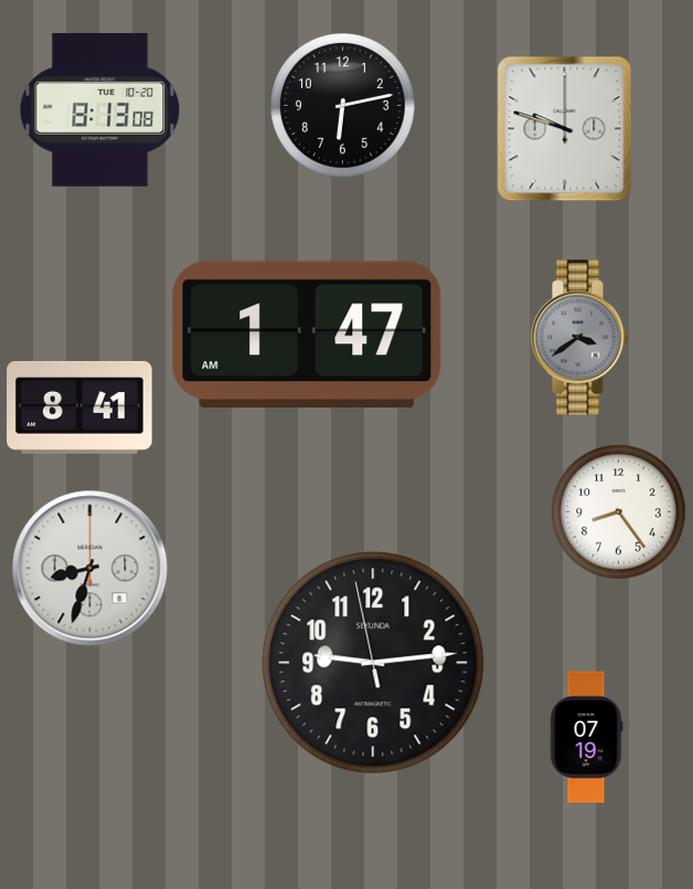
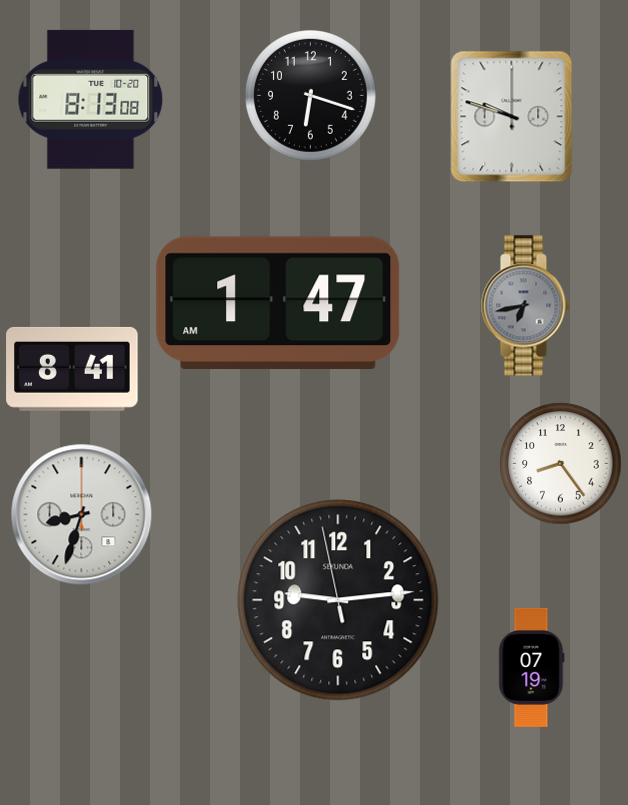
clock at (343, 106): 6:13 -> 6:18
clock at (579, 338): 3:39 -> 6:43
